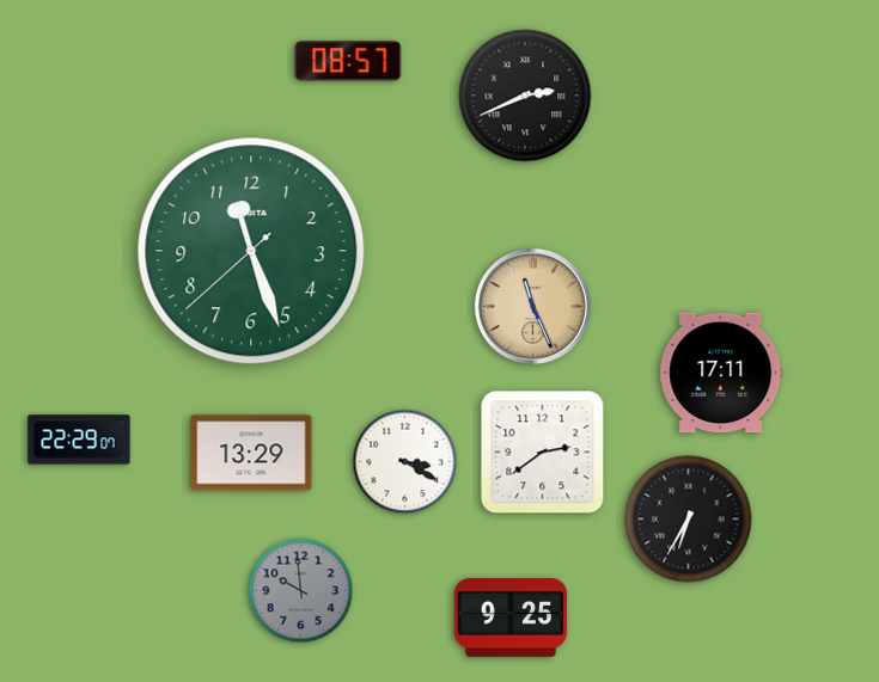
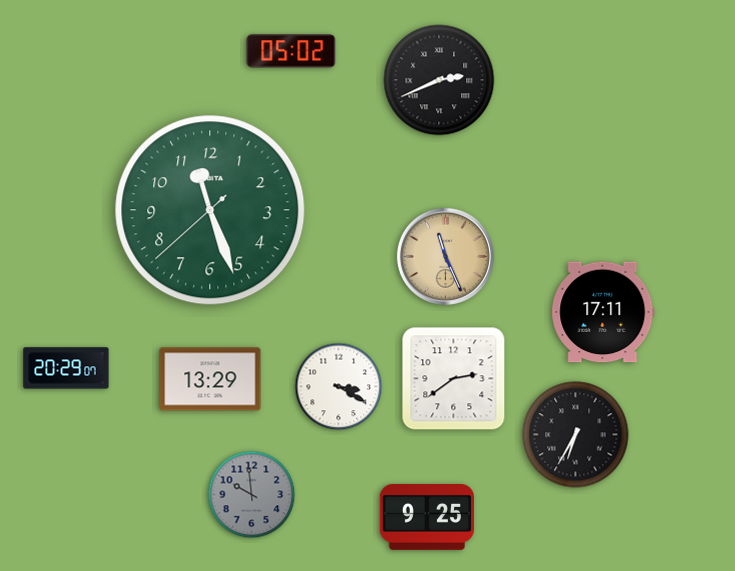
clock at (348, 61): 08:57 -> 05:02
clock at (79, 440): 22:29 -> 20:29
